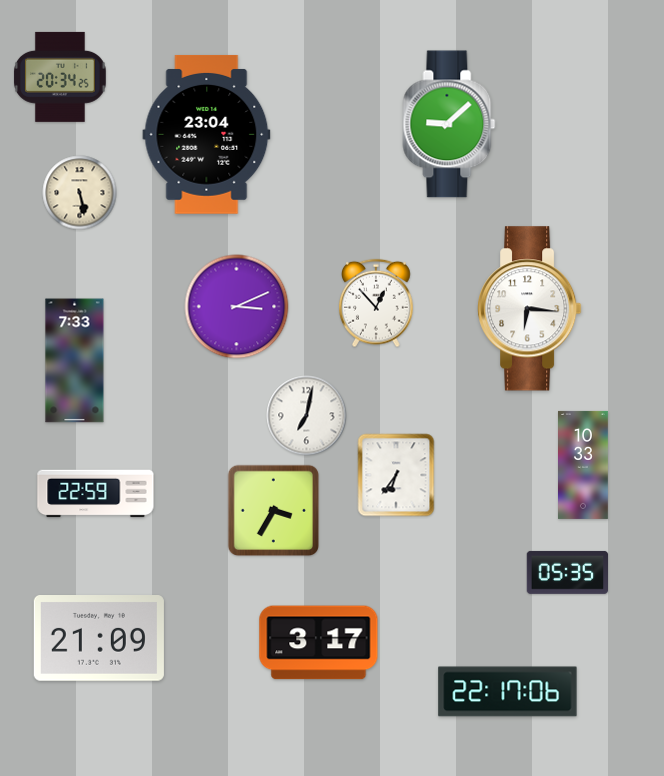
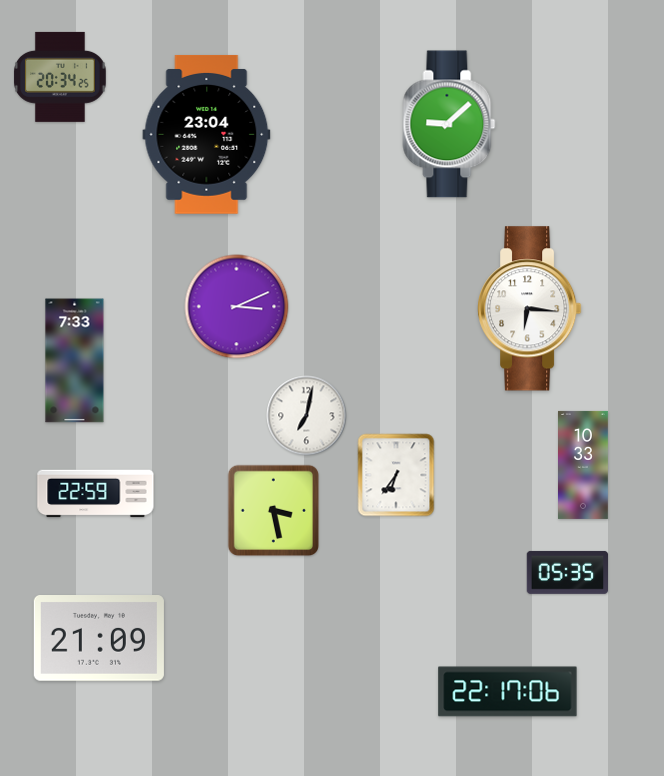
clock at (80, 193): 5:28 -> none
clock at (377, 303): 12:53 -> none
clock at (274, 511): 3:35 -> 3:28
clock at (319, 643): 3:17 -> none
